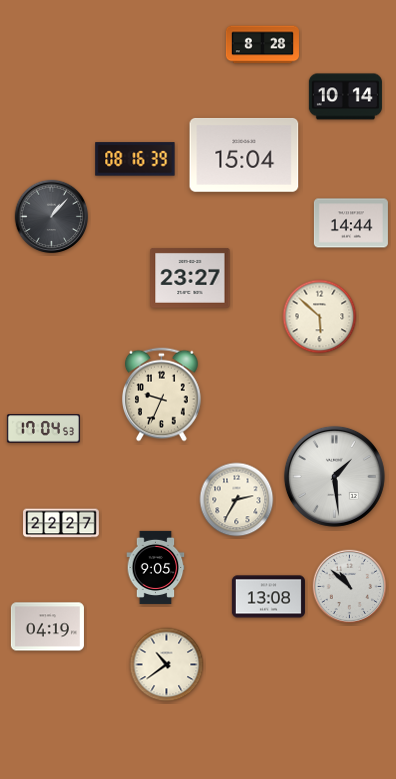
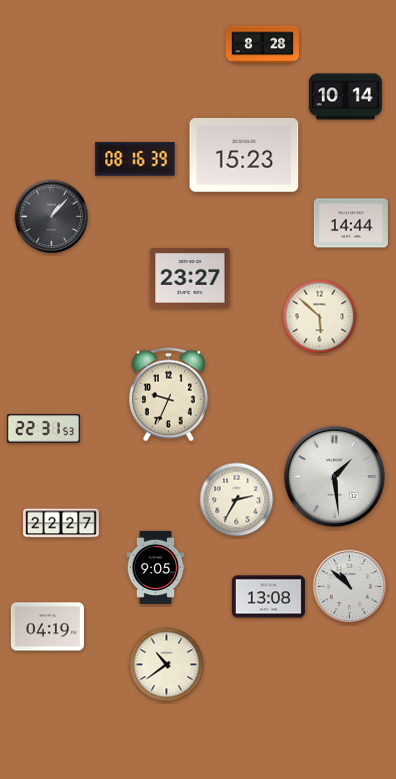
clock at (244, 155): 15:04 -> 15:23
clock at (162, 395) position: (162, 395) -> (169, 395)
clock at (43, 429): 17:04 -> 22:31
